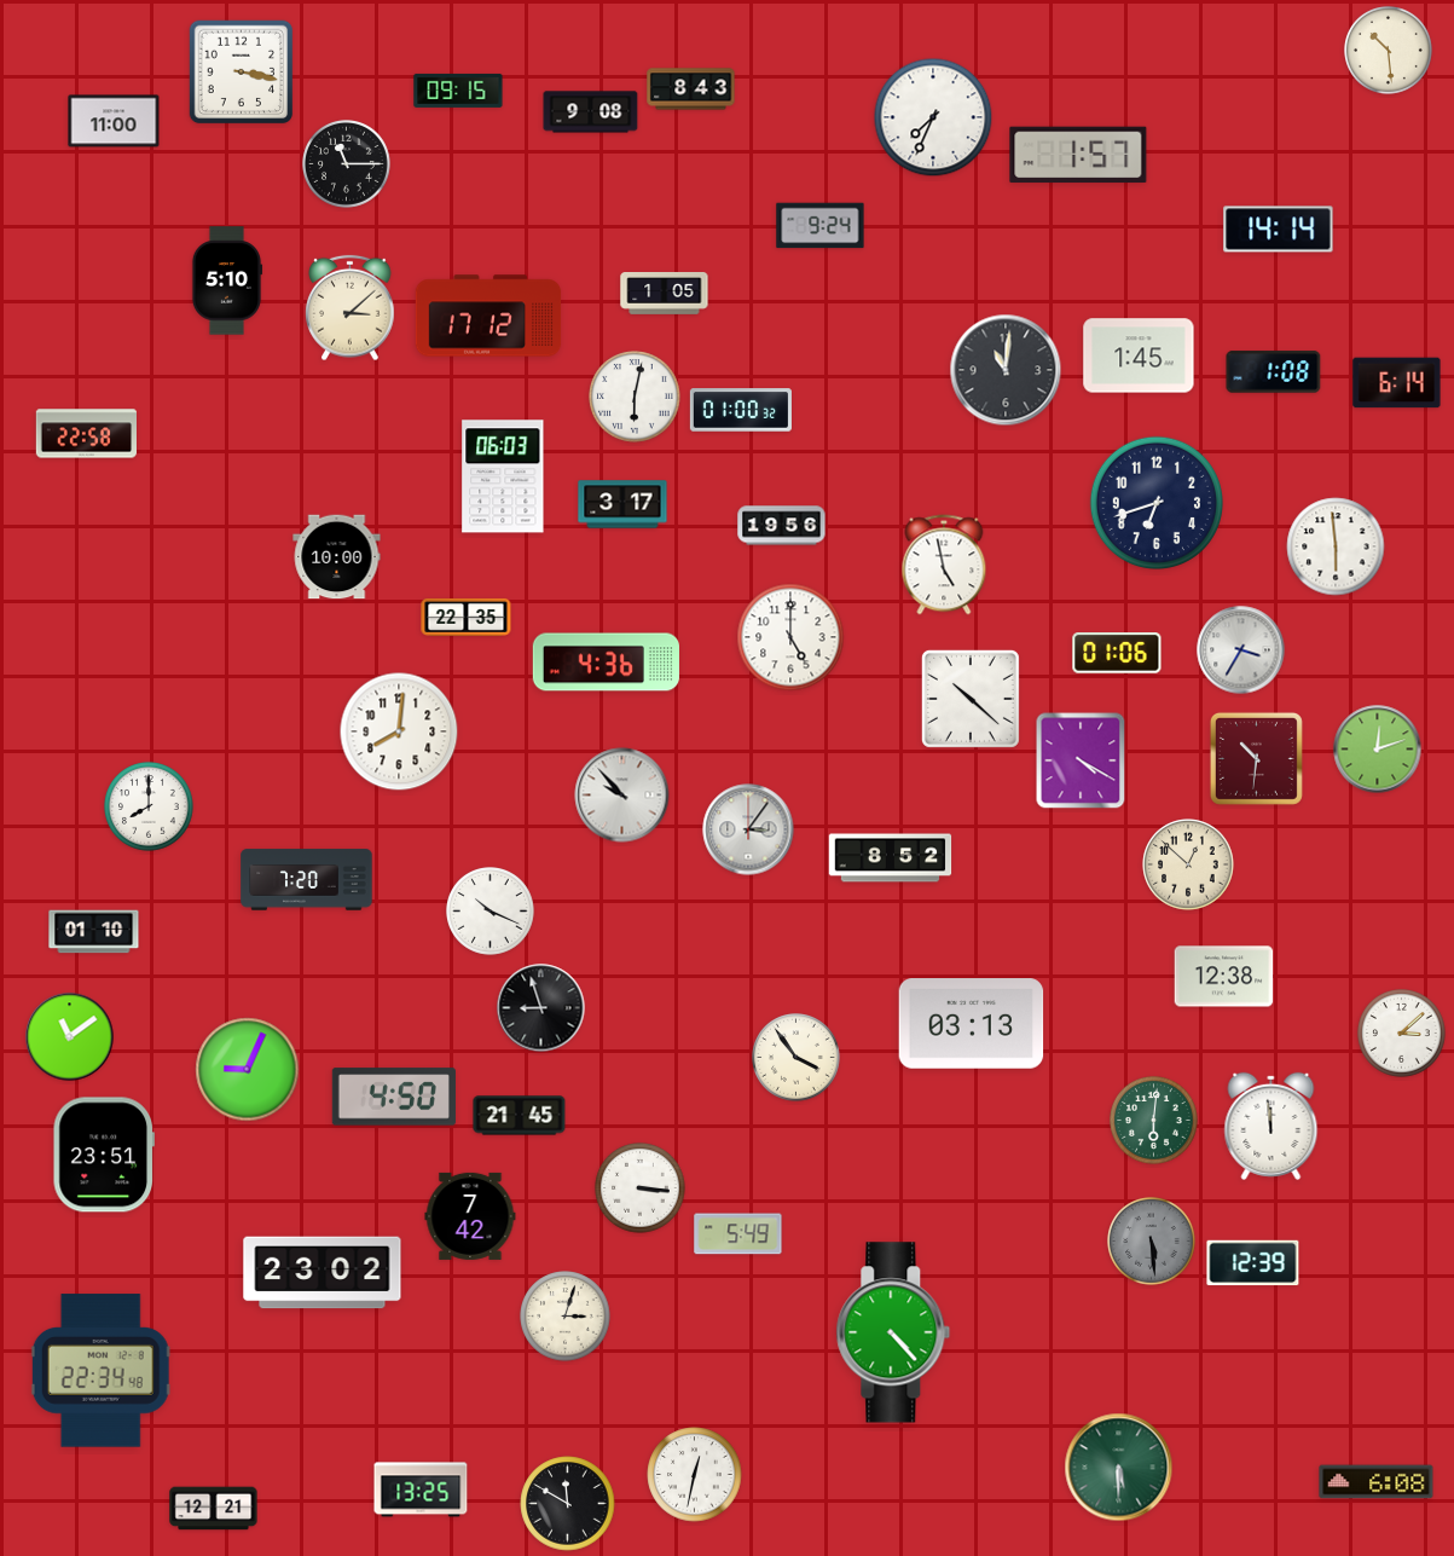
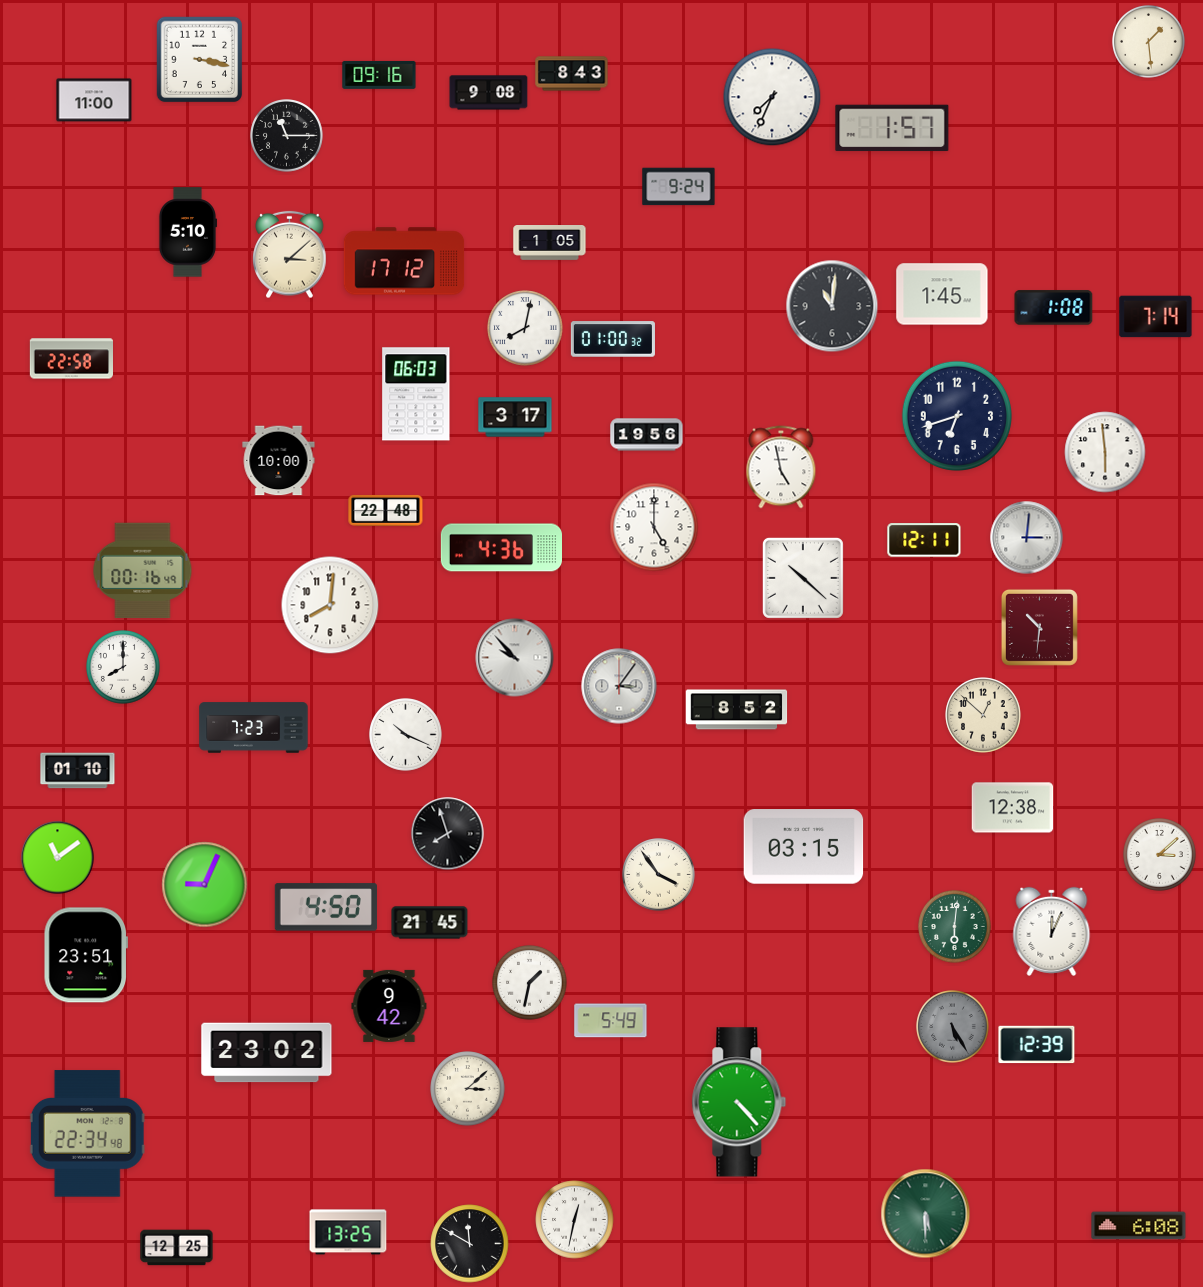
clock at (1389, 51): 10:29 -> 1:29
clock at (458, 91): 09:15 -> 09:16
clock at (1279, 230): 14:14 -> none
clock at (1397, 383): 6:14 -> 7:14
clock at (635, 397): 6:02 -> 8:02
clock at (467, 617): 22:35 -> 22:48
clock at (1241, 650): 3:35 -> 3:01
clock at (1117, 653): 01:06 -> 12:11
clock at (143, 571): none -> 00:16
clock at (1378, 750): 12:12 -> none
clock at (1081, 760): 4:20 -> none
clock at (307, 880): 7:20 -> 7:23
clock at (491, 912) position: (491, 912) -> (406, 735)
clock at (541, 1008): 8:57 -> 7:57
clock at (972, 1024): 03:13 -> 03:15
clock at (1271, 1126): 11:59 -> 12:04
clock at (641, 1188): 3:16 -> 1:32
clock at (470, 1216): 7:42 -> 9:42
clock at (1152, 1242): 5:29 -> 5:25
clock at (566, 1317): 3:03 -> 3:08
clock at (100, 1371) position: (100, 1371) -> (87, 1134)
clock at (214, 1509): 12:21 -> 12:25
